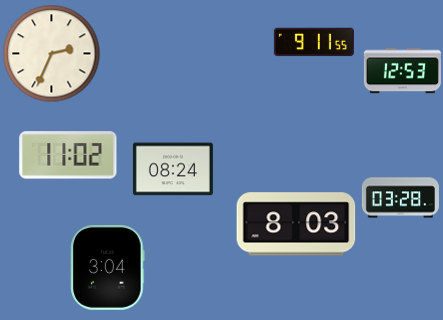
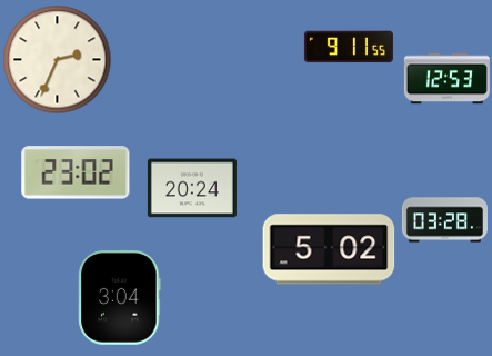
clock at (68, 155): 11:02 -> 23:02
clock at (173, 169): 08:24 -> 20:24
clock at (296, 224): 8:03 -> 5:02
